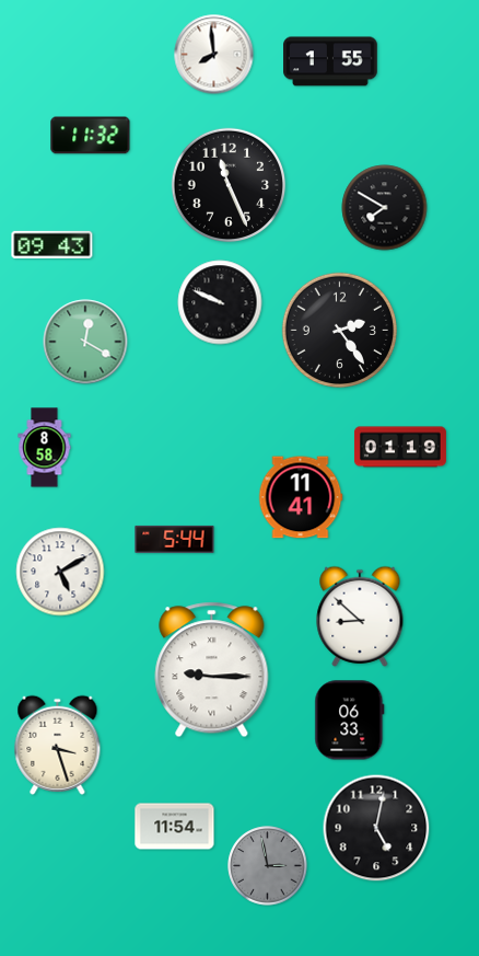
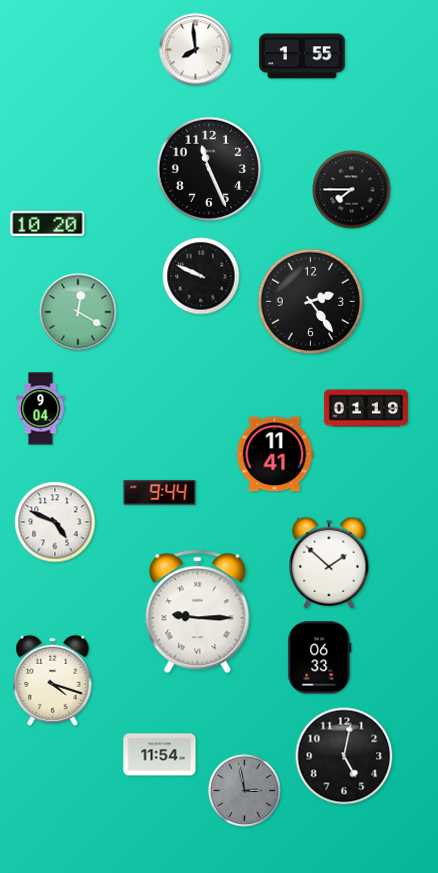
clock at (91, 136): 11:32 -> none
clock at (385, 208): 7:50 -> 7:45
clock at (52, 244): 09:43 -> 10:20
clock at (45, 448): 8:58 -> 9:04
clock at (175, 539): 5:44 -> 9:44
clock at (60, 572): 5:10 -> 4:49
clock at (360, 617): 8:52 -> 1:52
clock at (212, 670) position: (212, 670) -> (198, 612)
clock at (58, 745): 3:27 -> 4:18
